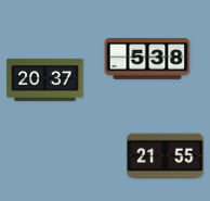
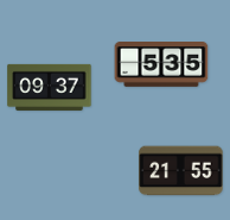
clock at (147, 60): 5:38 -> 5:35
clock at (45, 79): 20:37 -> 09:37
